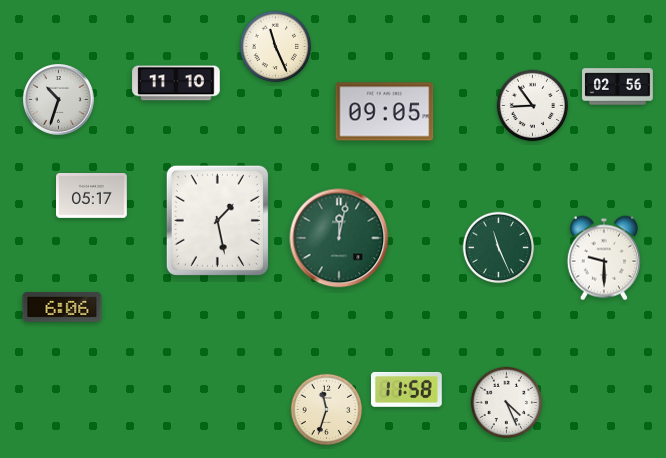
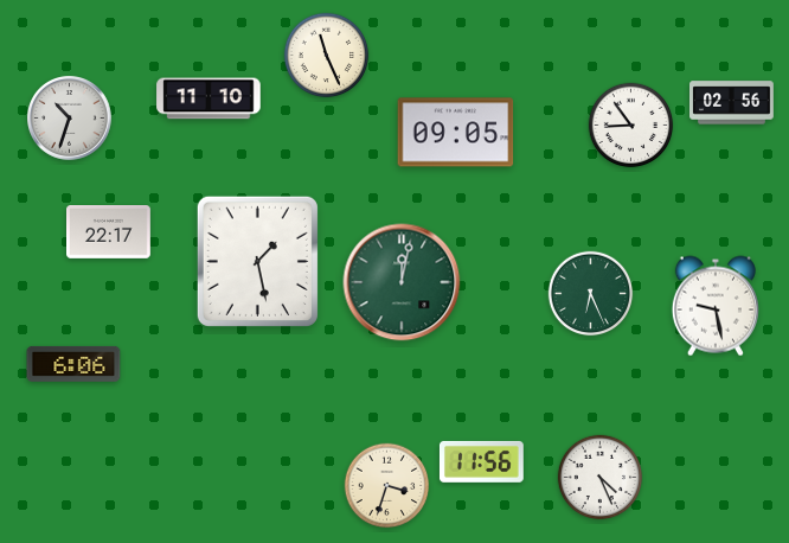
clock at (92, 196): 05:17 -> 22:17
clock at (499, 248): 11:26 -> 6:26
clock at (604, 258): 9:30 -> 9:28
clock at (406, 389): 11:58 -> 11:56
clock at (327, 410): 11:33 -> 3:33
